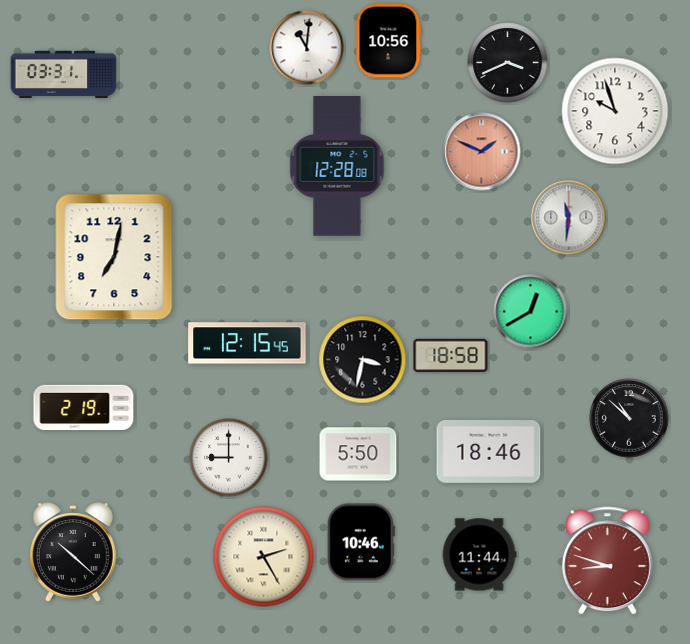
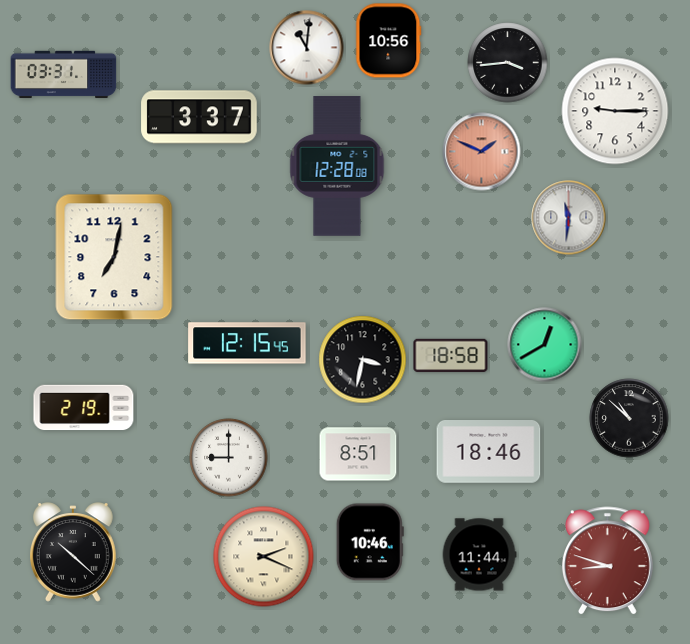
clock at (508, 63): 3:41 -> 3:44
clock at (615, 111): 9:57 -> 9:15
clock at (199, 117): none -> 3:37
clock at (531, 312) position: (531, 312) -> (545, 345)
clock at (358, 454): 5:50 -> 8:51
clock at (361, 542) position: (361, 542) -> (370, 542)
clock at (264, 557): 2:25 -> 2:19
